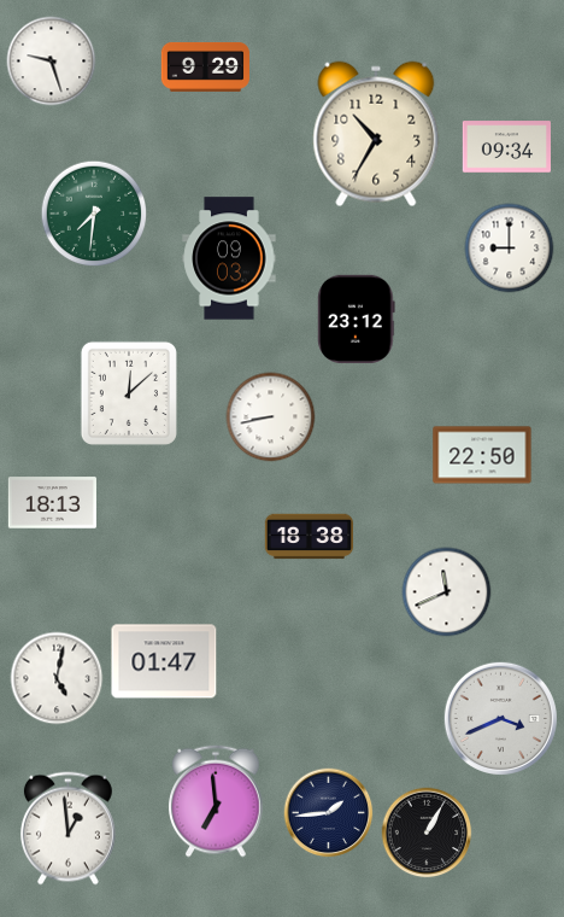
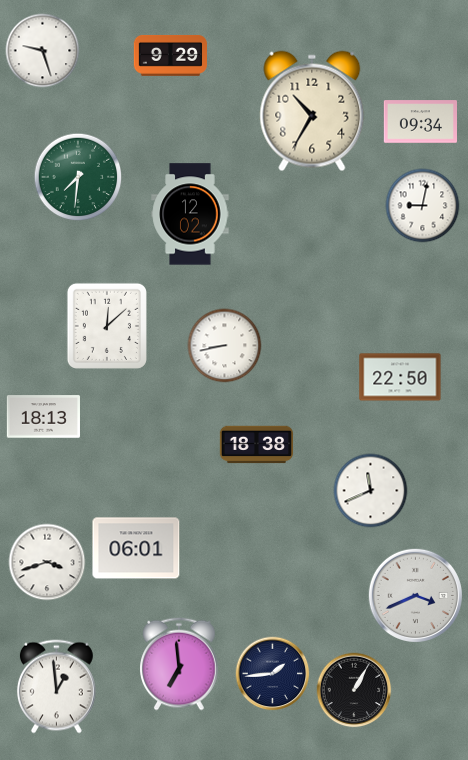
clock at (510, 249): 9:00 -> 9:02
clock at (229, 258): 09:03 -> 12:02
clock at (357, 319): 23:12 -> none
clock at (164, 661): 01:47 -> 06:01
clock at (57, 678): 5:02 -> 3:42
